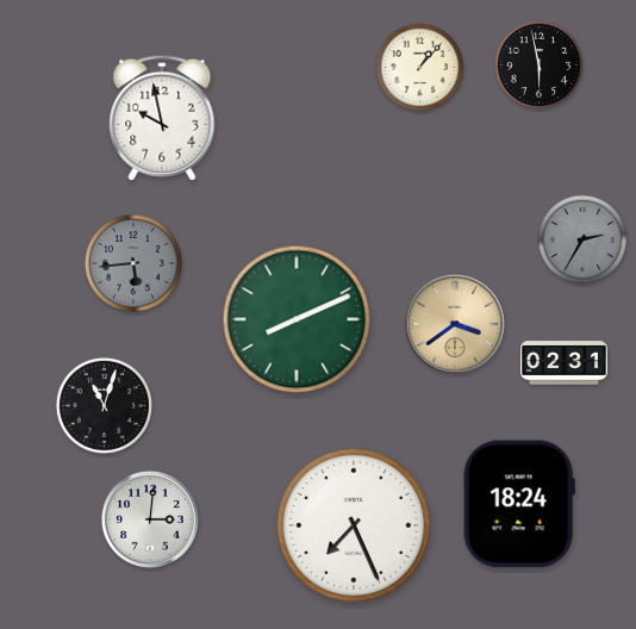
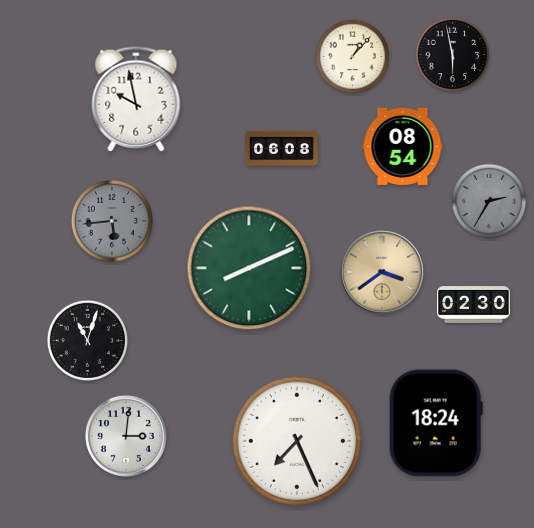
clock at (403, 146): none -> 08:54
clock at (282, 149): none -> 06:08
clock at (565, 363): 02:31 -> 02:30
